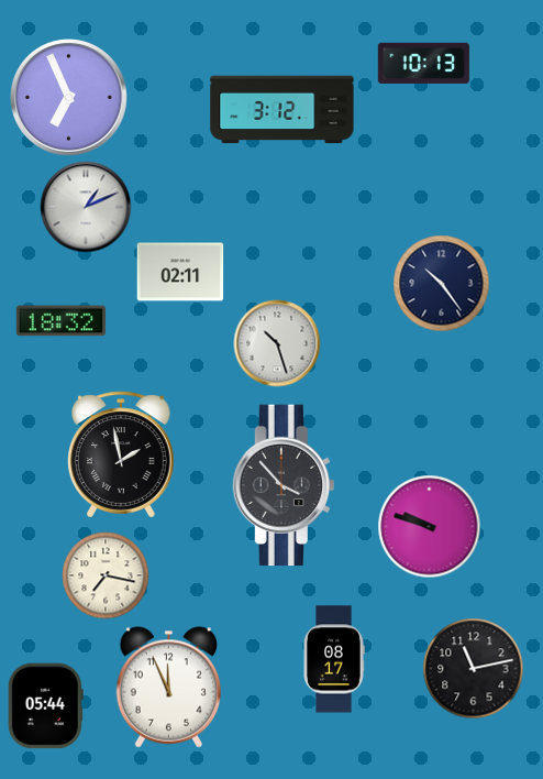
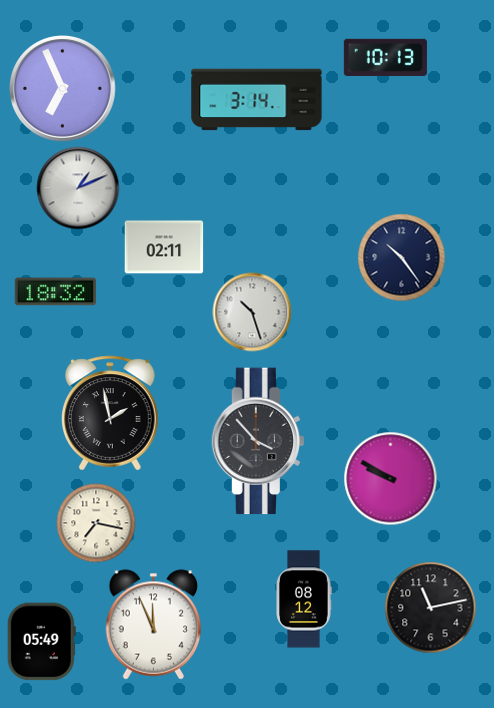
clock at (282, 110): 3:12 -> 3:14
clock at (430, 527): 9:48 -> 9:50
clock at (334, 659): 08:17 -> 08:12
clock at (45, 706): 05:44 -> 05:49
